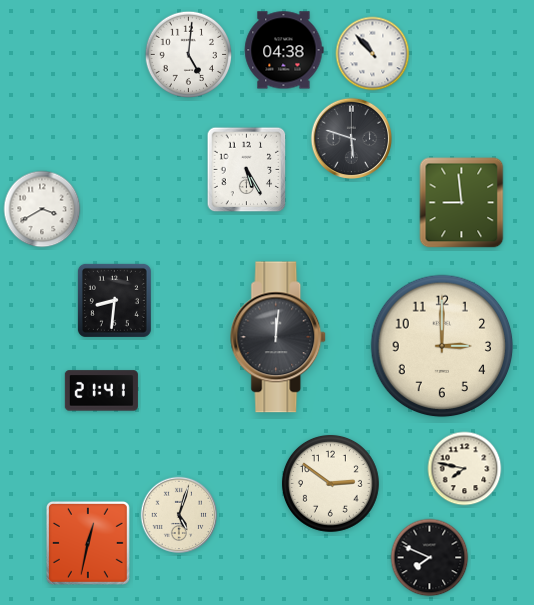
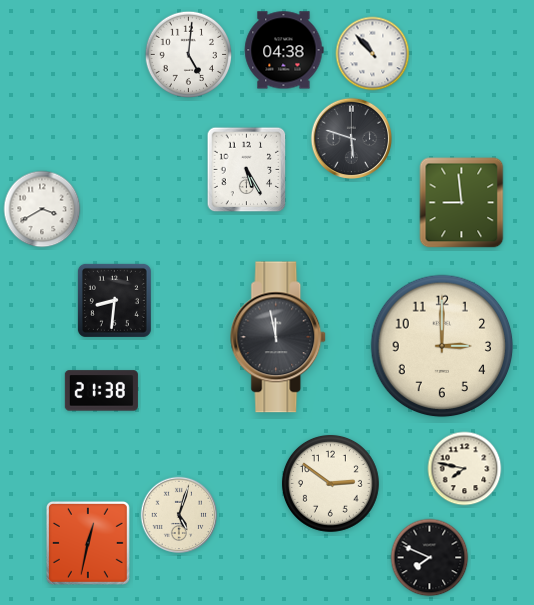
clock at (279, 337): 12:01 -> 11:58
clock at (101, 391): 21:41 -> 21:38
